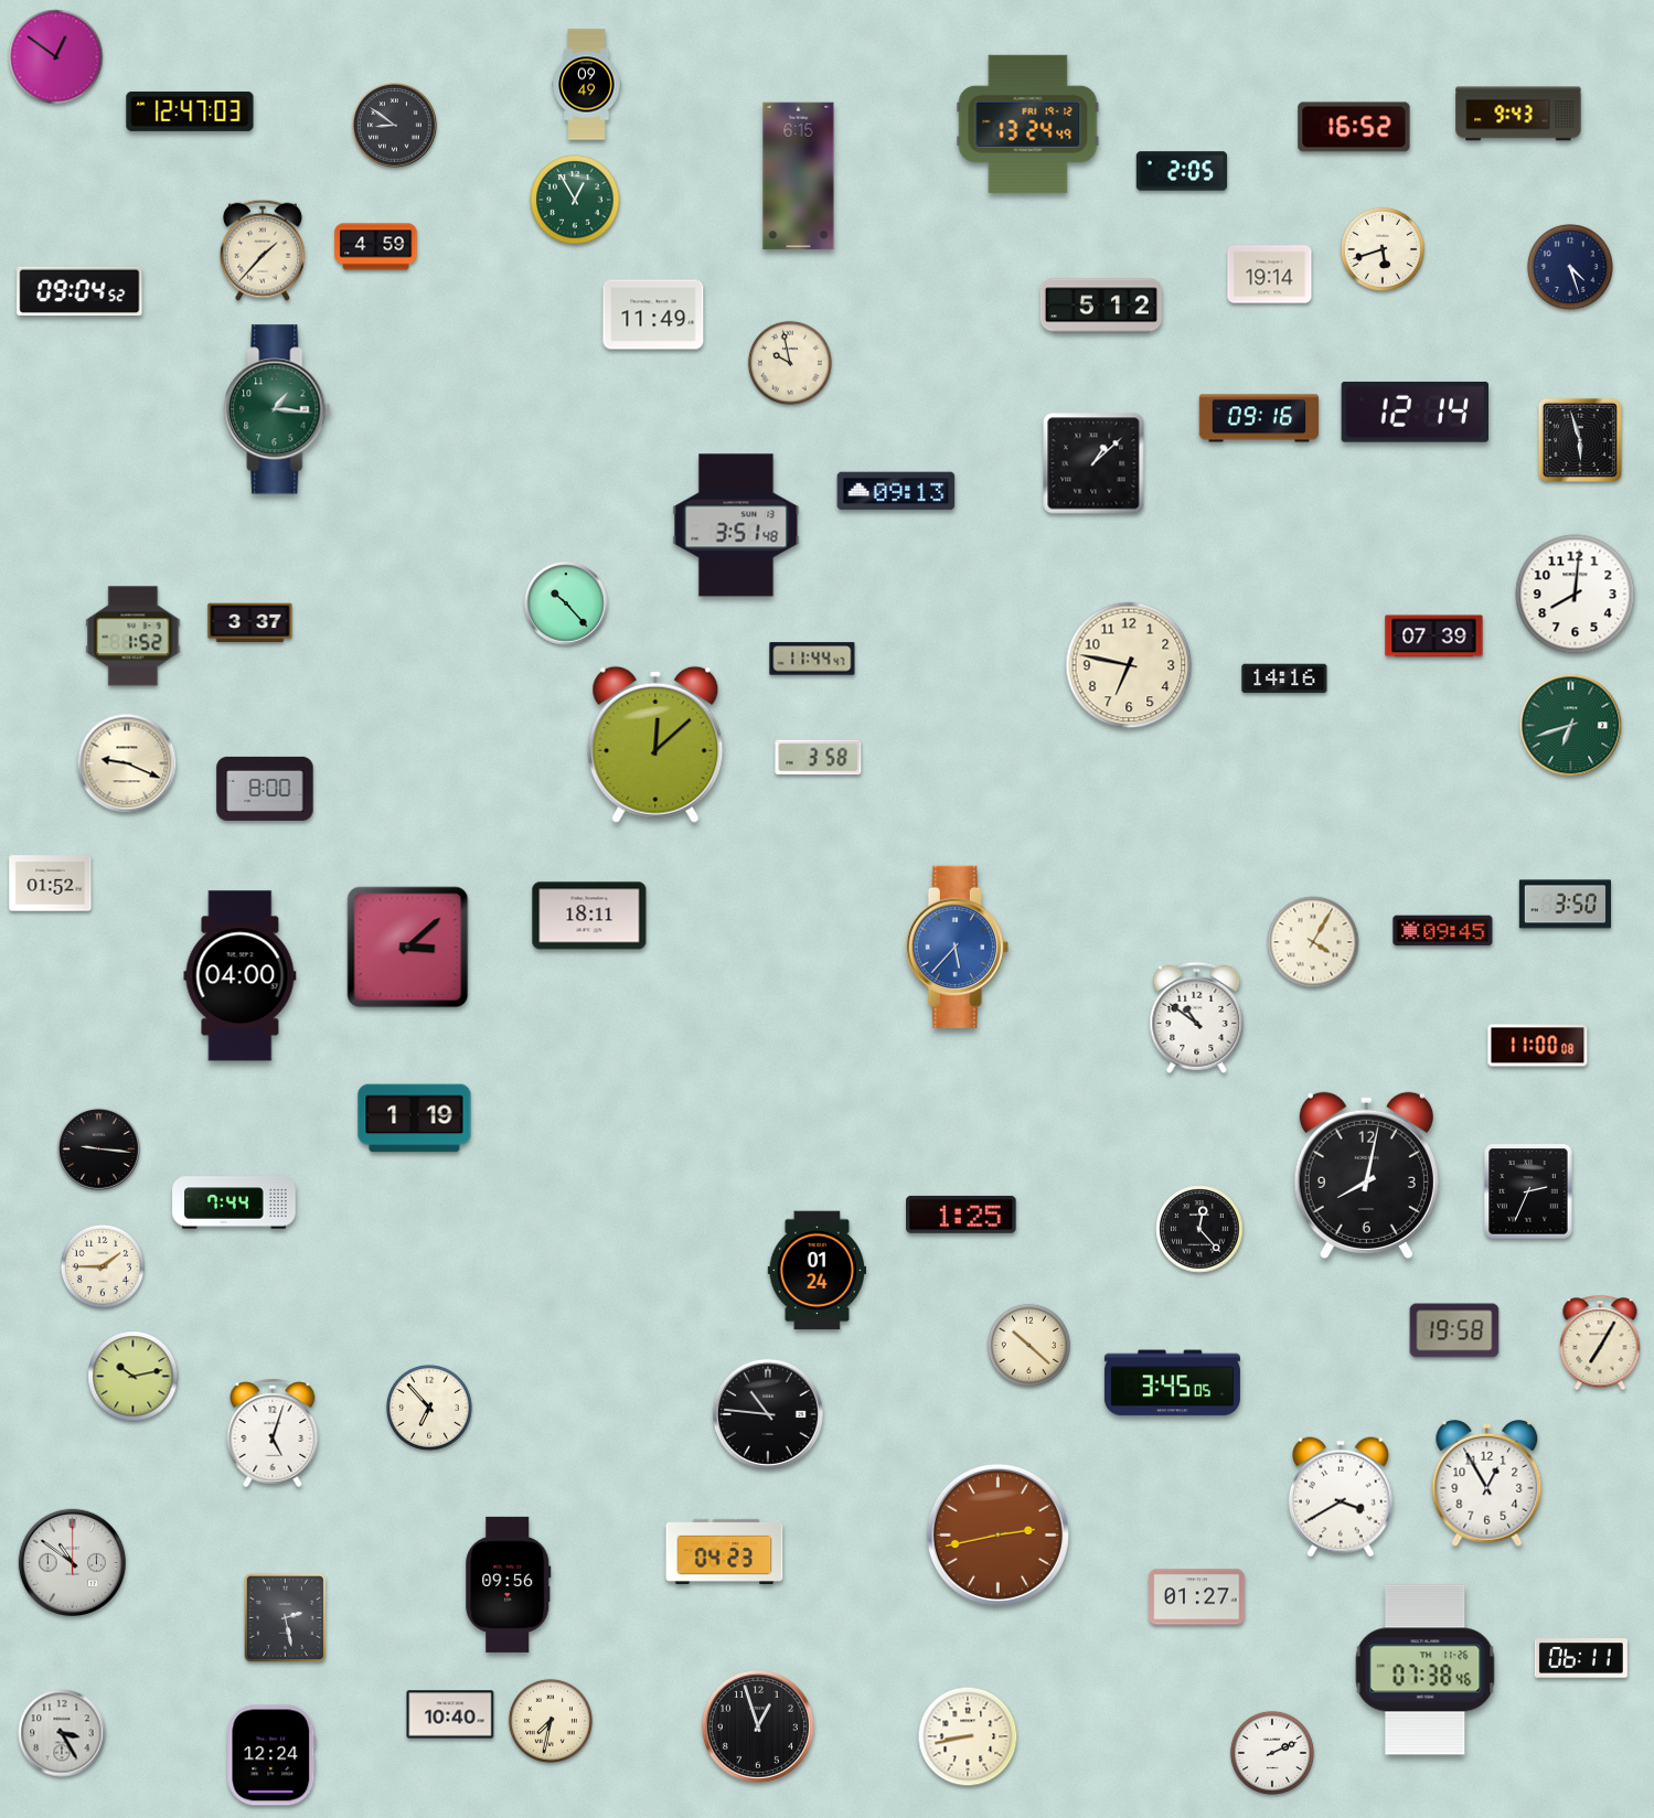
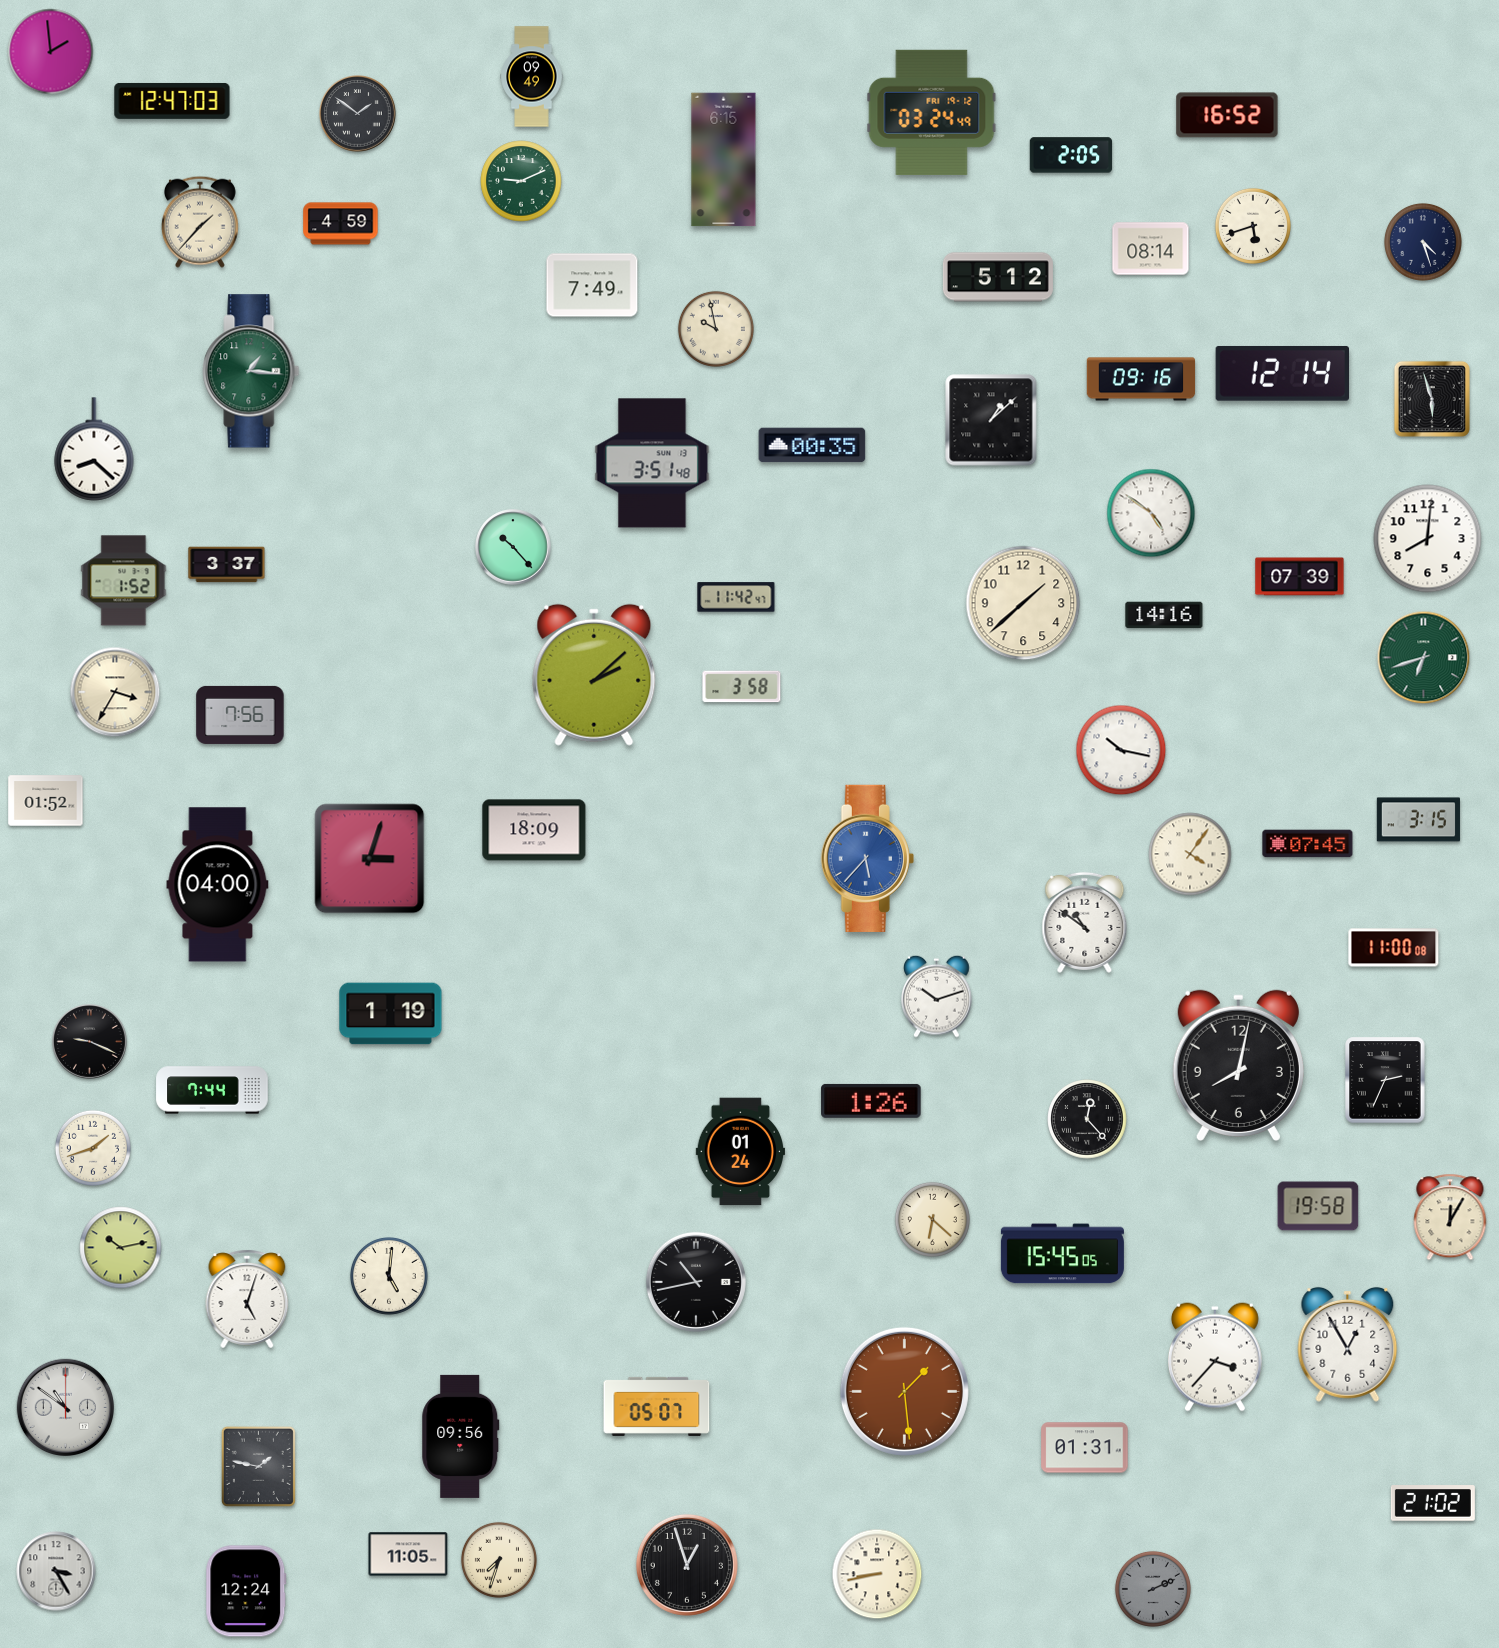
clock at (56, 57): 12:51 -> 1:59
clock at (1518, 114): 9:43 -> none
clock at (1028, 124): 13:24 -> 03:24
clock at (395, 126): 8:51 -> 1:51
clock at (575, 200): 12:55 -> 9:11
clock at (263, 250) position: (263, 250) -> (200, 222)
clock at (1270, 275): 19:14 -> 08:14
clock at (79, 291): 09:04 -> none
clock at (653, 314): 11:49 -> 7:49
clock at (896, 491): 09:13 -> 00:35
clock at (94, 449): none -> 8:22
clock at (736, 525) position: (736, 525) -> (652, 463)
clock at (1151, 513): none -> 4:51
clock at (134, 637) position: (134, 637) -> (124, 581)
clock at (812, 659): 11:44 -> 11:42
clock at (1129, 665): 6:47 -> 1:38
clock at (655, 745): 12:08 -> 2:08
clock at (127, 763): 9:19 -> 3:35
clock at (265, 789): 8:00 -> 7:56
clock at (1121, 750): none -> 10:17
clock at (1565, 905): 3:50 -> 3:15
clock at (589, 916): 18:11 -> 18:09
clock at (1443, 931): 09:45 -> 07:45
clock at (1313, 942): 4:05 -> 4:06
clock at (408, 948): 3:08 -> 3:03
clock at (937, 996): none -> 10:12
clock at (415, 1119) position: (415, 1119) -> (391, 1014)
clock at (99, 1149): 9:16 -> 9:19
clock at (961, 1215): 1:25 -> 1:26
clock at (1199, 1229) position: (1199, 1229) -> (1087, 1119)
clock at (103, 1266): 1:45 -> 1:42
clock at (1600, 1343): 7:05 -> 12:05
clock at (1028, 1345): 10:22 -> 6:22
clock at (1172, 1383): 3:45 -> 15:45
clock at (429, 1408): 6:53 -> 5:01
clock at (768, 1414): 10:46 -> 10:43
clock at (1341, 1497): 3:40 -> 3:37
clock at (997, 1534): 2:43 -> 1:29
clock at (725, 1551): 04:23 -> 05:07
clock at (72, 1562) position: (72, 1562) -> (65, 1407)
clock at (1197, 1597): 01:27 -> 01:31
clock at (285, 1617): 2:28 -> 1:47
clock at (1581, 1658): 06:11 -> 21:02
clock at (1426, 1670): 07:38 -> none
clock at (450, 1714): 10:40 -> 11:05
clock at (551, 1721): 7:32 -> 7:33
clock at (1272, 1753) dial: white -> grey
